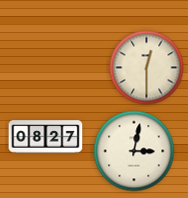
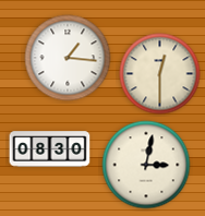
clock at (68, 58): none -> 1:16
clock at (46, 137): 08:27 -> 08:30
